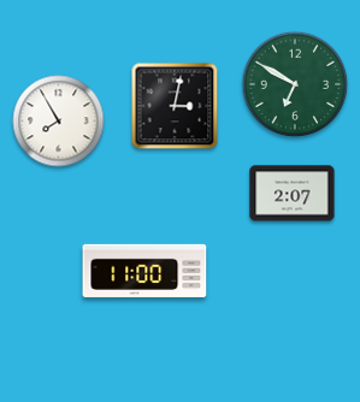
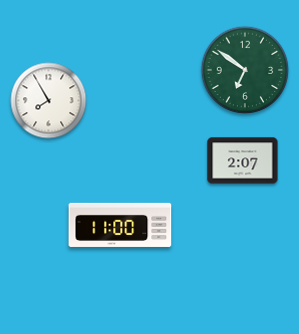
clock at (295, 84): 6:50 -> 6:51
clock at (175, 106): 3:02 -> none
